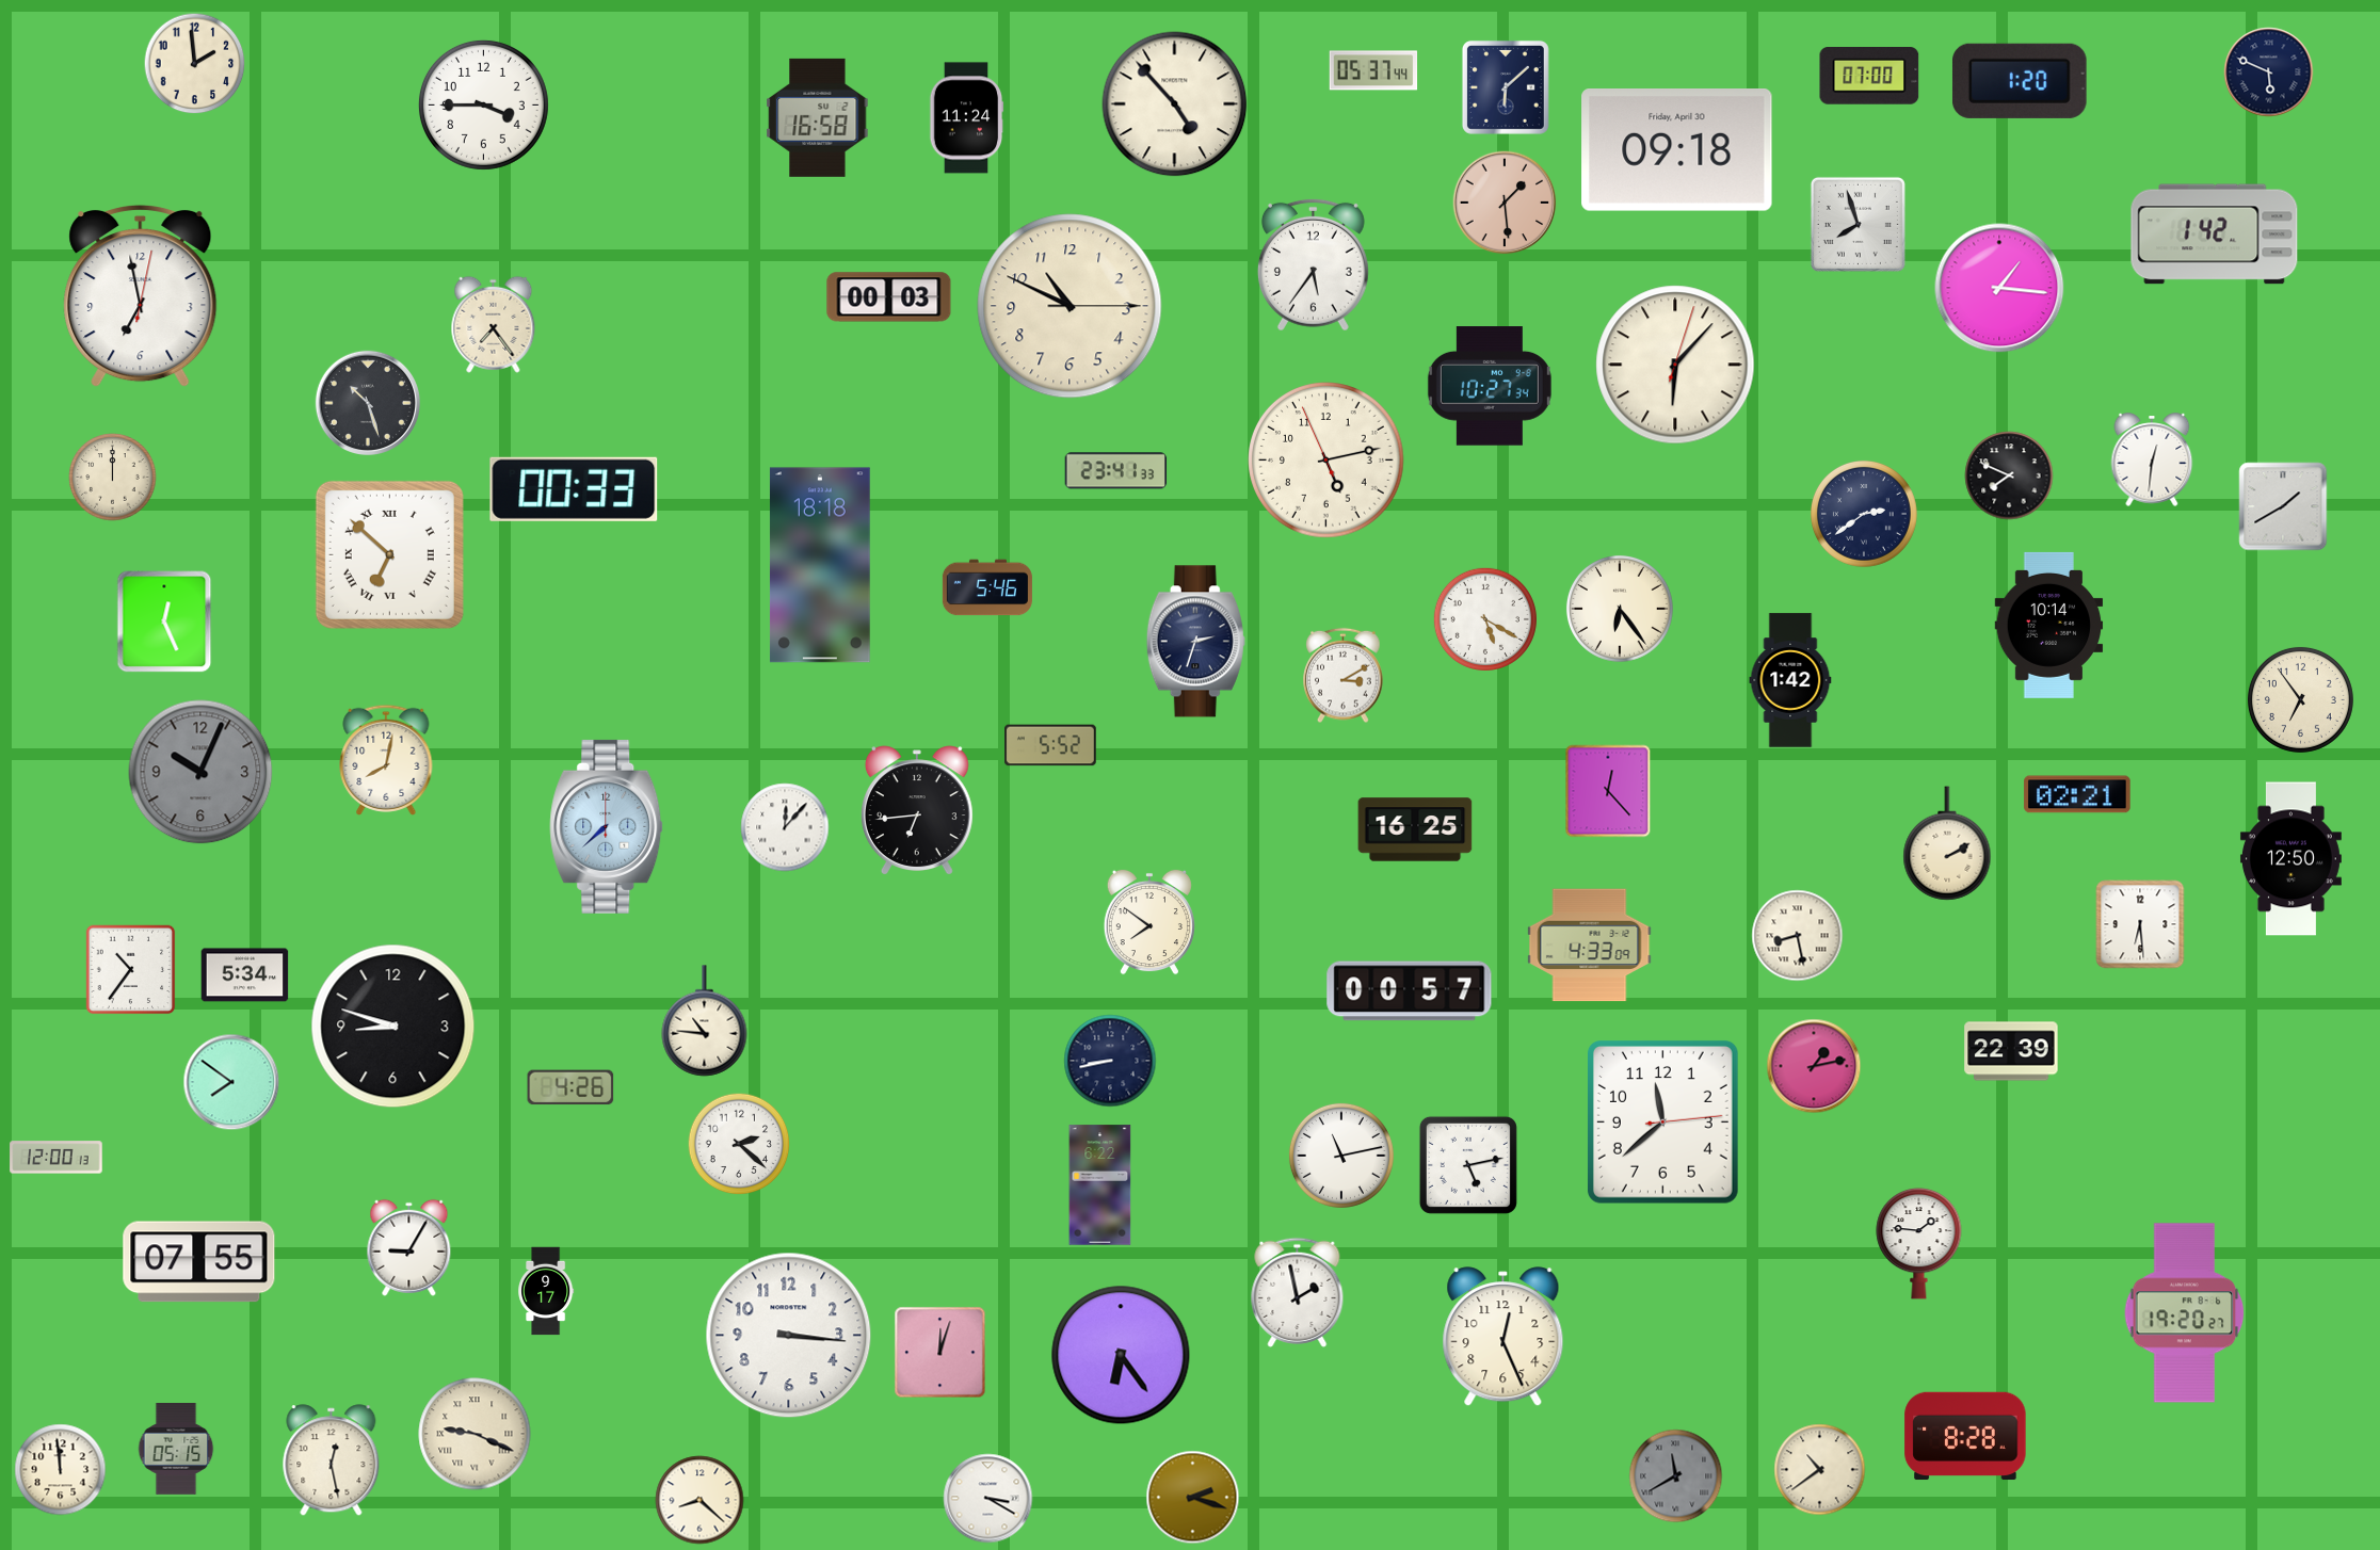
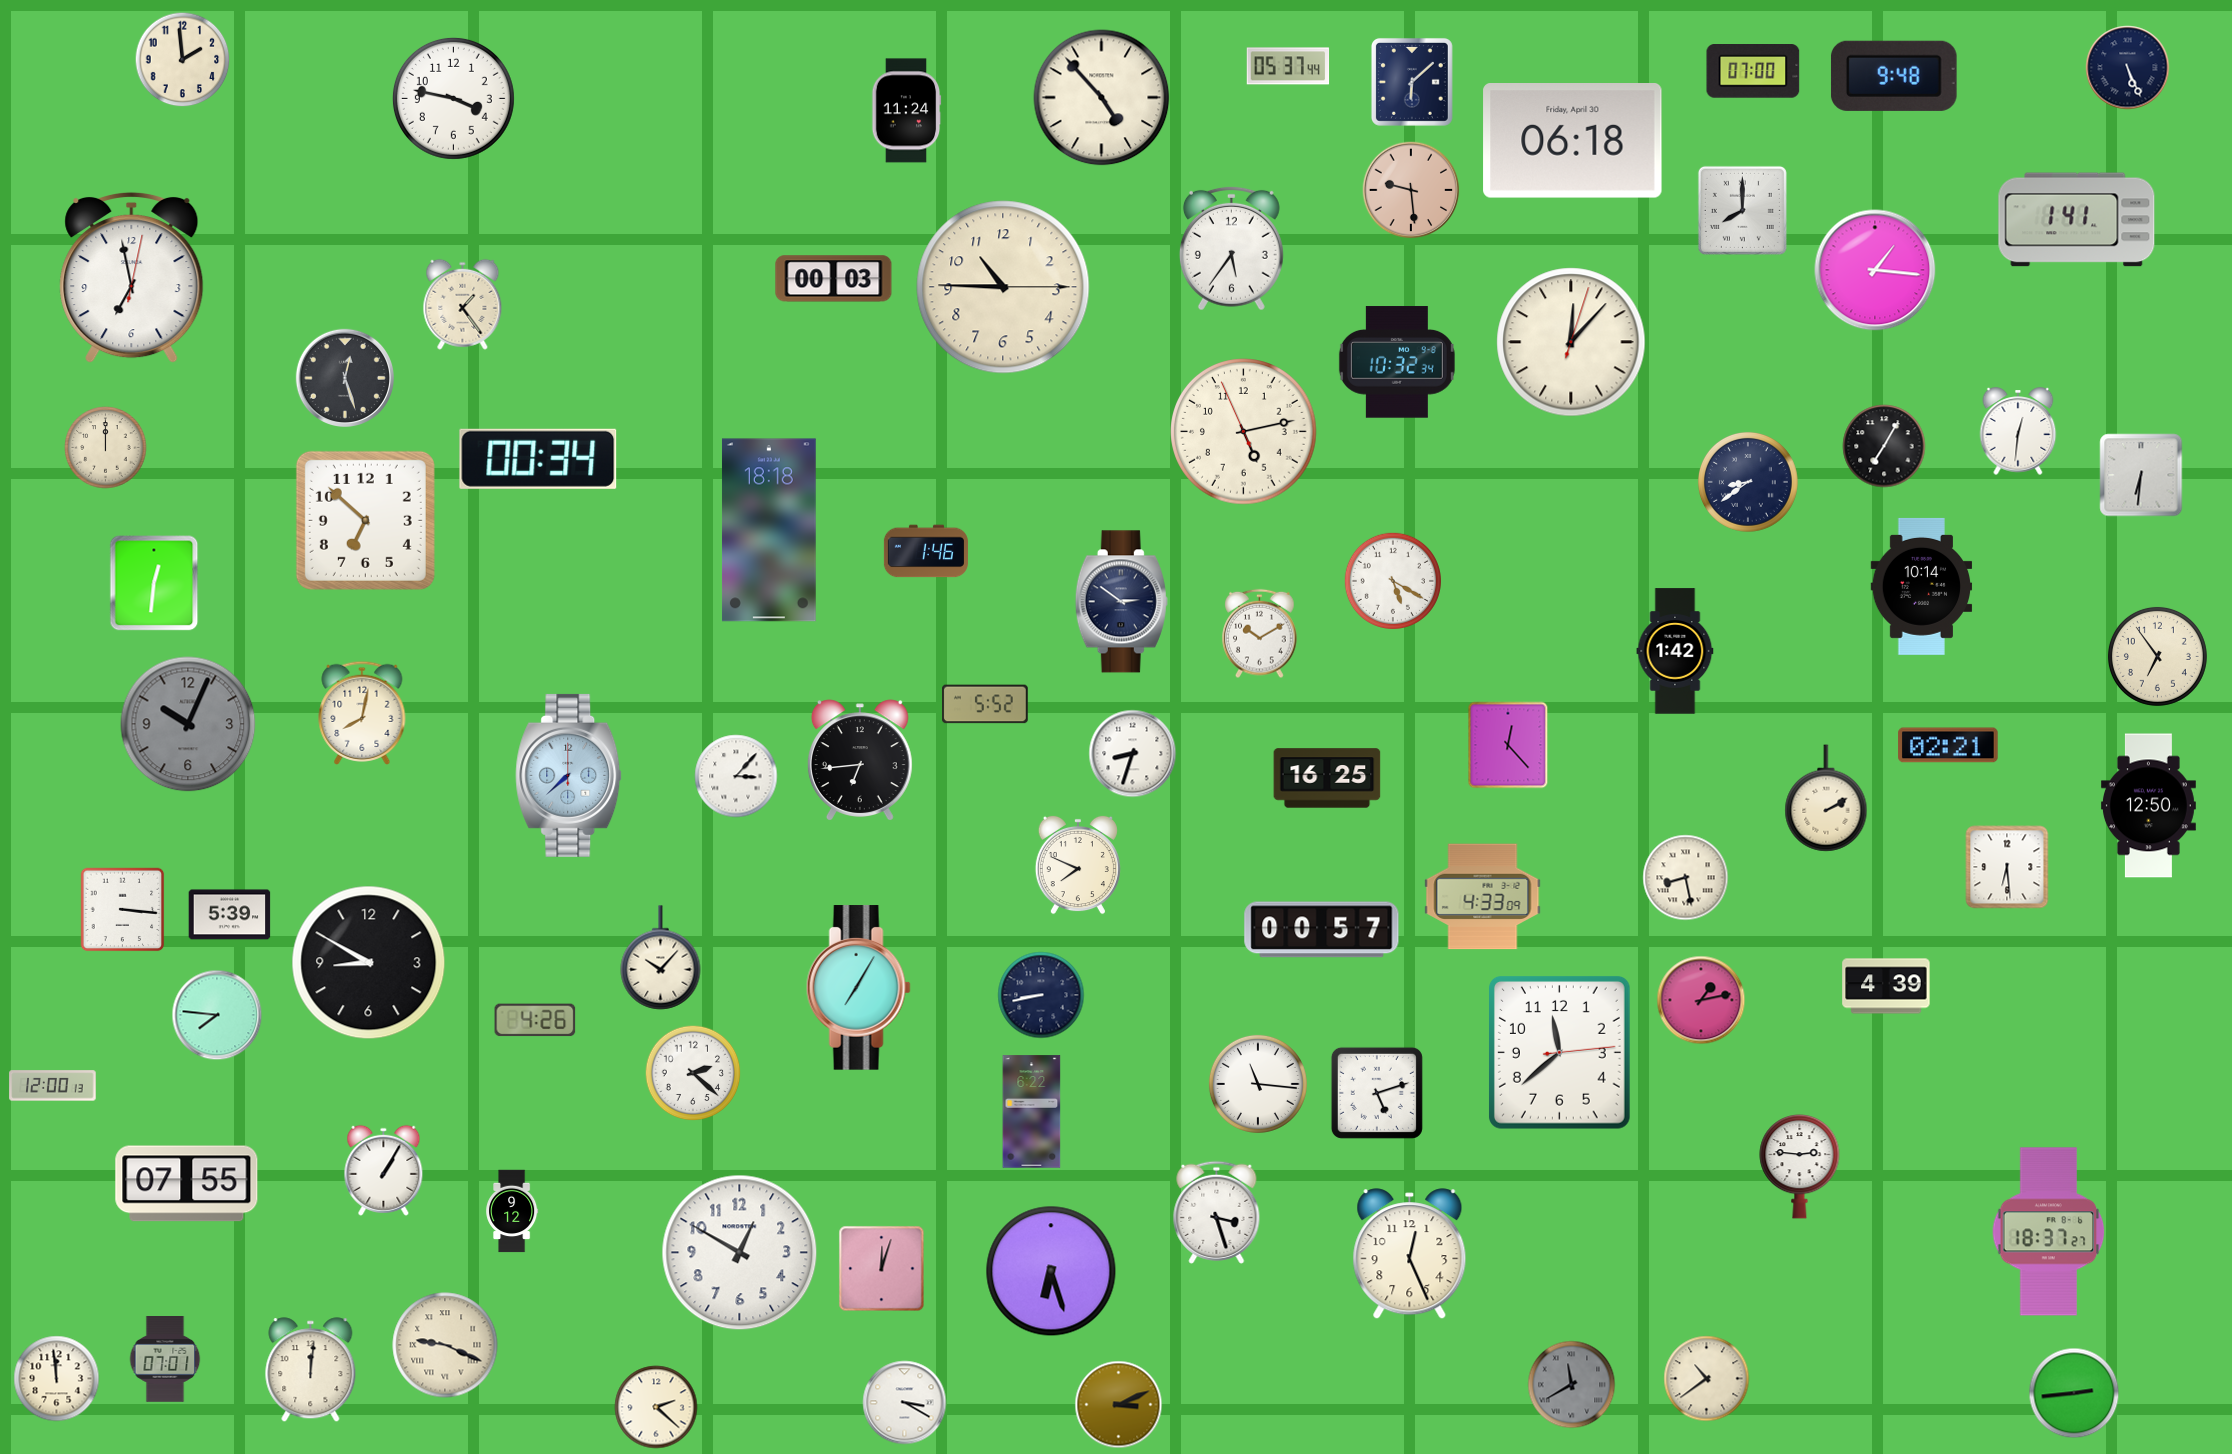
clock at (2269, 72): 5:49 -> 5:26
clock at (2020, 81): 1:20 -> 9:48
clock at (483, 104): 3:45 -> 3:47
clock at (818, 117): 16:58 -> none
clock at (1677, 150): 09:18 -> 06:18
clock at (1505, 203): 1:29 -> 9:29
clock at (1858, 224): 7:57 -> 8:00
clock at (2215, 235): 1:42 -> 1:41
clock at (1070, 306): 10:49 -> 10:45
clock at (494, 324): 7:24 -> 1:24
clock at (1675, 365): 6:07 -> 12:07
clock at (1490, 386): 10:27 -> 10:32
clock at (367, 402): 10:27 -> 12:27
clock at (1116, 471): 23:41 -> none
clock at (2009, 475): 7:49 -> 7:05
clock at (574, 489): 00:33 -> 00:34
clock at (2283, 506): 1:40 -> 6:31
clock at (1864, 514): 2:39 -> 8:39
clock at (389, 554) numerals: Roman -> Arabic
clock at (987, 587): 5:46 -> 1:46
clock at (1620, 609): 6:24 -> none
clock at (164, 621): 12:26 -> 12:31
clock at (1195, 642): 2:33 -> 2:51
clock at (1344, 676): 3:10 -> 10:10
clock at (1790, 680) position: (1790, 680) -> (1675, 651)
clock at (1051, 745) position: (1051, 745) -> (986, 704)
clock at (1608, 791) position: (1608, 791) -> (1508, 745)
clock at (1133, 754): none -> 8:33
clock at (785, 827): 12:07 -> 3:07
clock at (1947, 843) position: (1947, 843) -> (1826, 798)
clock at (1149, 922): 7:51 -> 7:49
clock at (1590, 946) position: (1590, 946) -> (1483, 897)
clock at (131, 970): 10:36 -> 3:16
clock at (245, 975): 5:34 -> 5:39
clock at (705, 1021): 10:46 -> 10:07
clock at (393, 1027): 8:48 -> 8:50
clock at (2011, 1051): 22:39 -> 4:39
clock at (858, 988): none -> 7:05
clock at (231, 1082): 7:51 -> 7:46
clock at (1341, 1156): 11:13 -> 11:16
clock at (1468, 1165): 5:13 -> 5:12
clock at (1919, 1243): 1:46 -> 2:46
clock at (409, 1247): 9:05 -> 1:05
clock at (546, 1291): 9:17 -> 9:12
clock at (1298, 1292): 1:58 -> 3:27
clock at (2185, 1313): 19:20 -> 18:37
clock at (789, 1336): 3:16 -> 12:50
clock at (1121, 1355): 6:24 -> 6:27
clock at (1965, 1436): 8:28 -> none
clock at (176, 1450): 05:15 -> 07:01
clock at (332, 1460): 12:28 -> 12:01
clock at (2074, 1393): none -> 2:44
clock at (1193, 1498): 2:18 -> 3:11
clock at (988, 1499) position: (988, 1499) -> (905, 1403)
clock at (699, 1500): 8:22 -> 2:22
